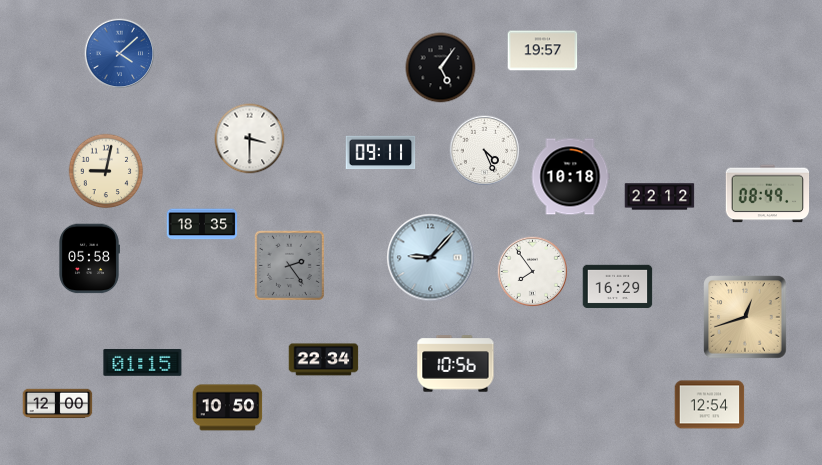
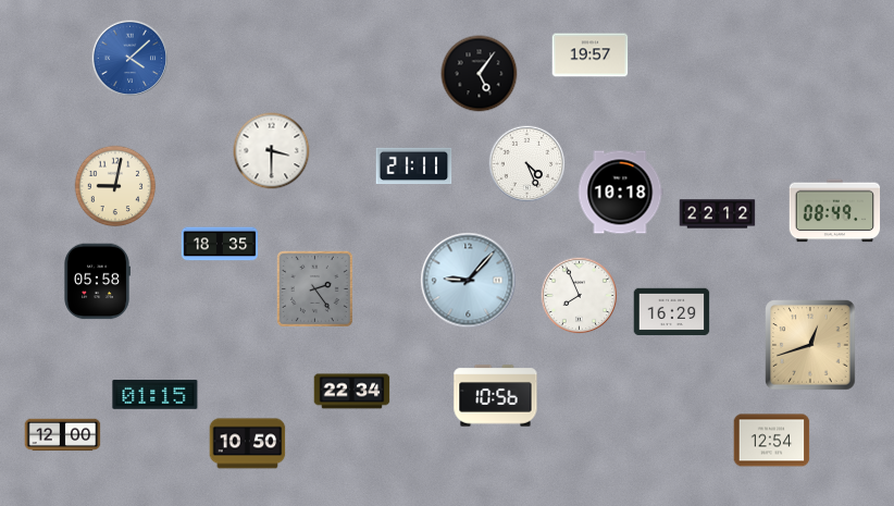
clock at (381, 153): 09:11 -> 21:11
clock at (533, 272): 7:54 -> 7:56
clock at (58, 404) position: (58, 404) -> (63, 435)
